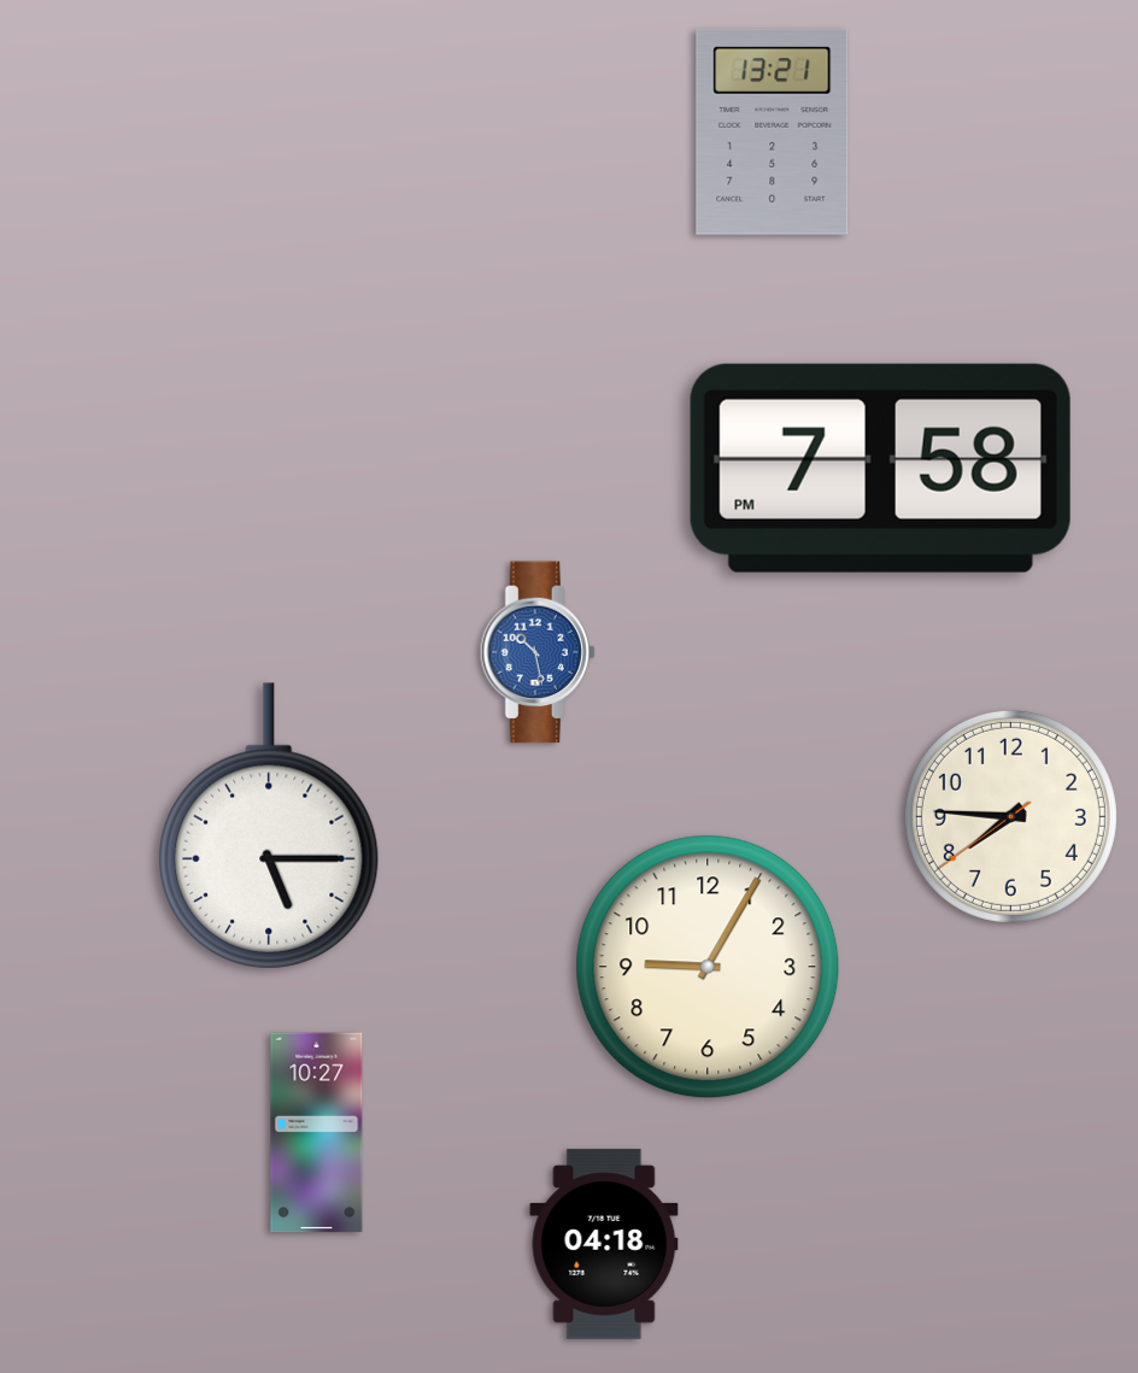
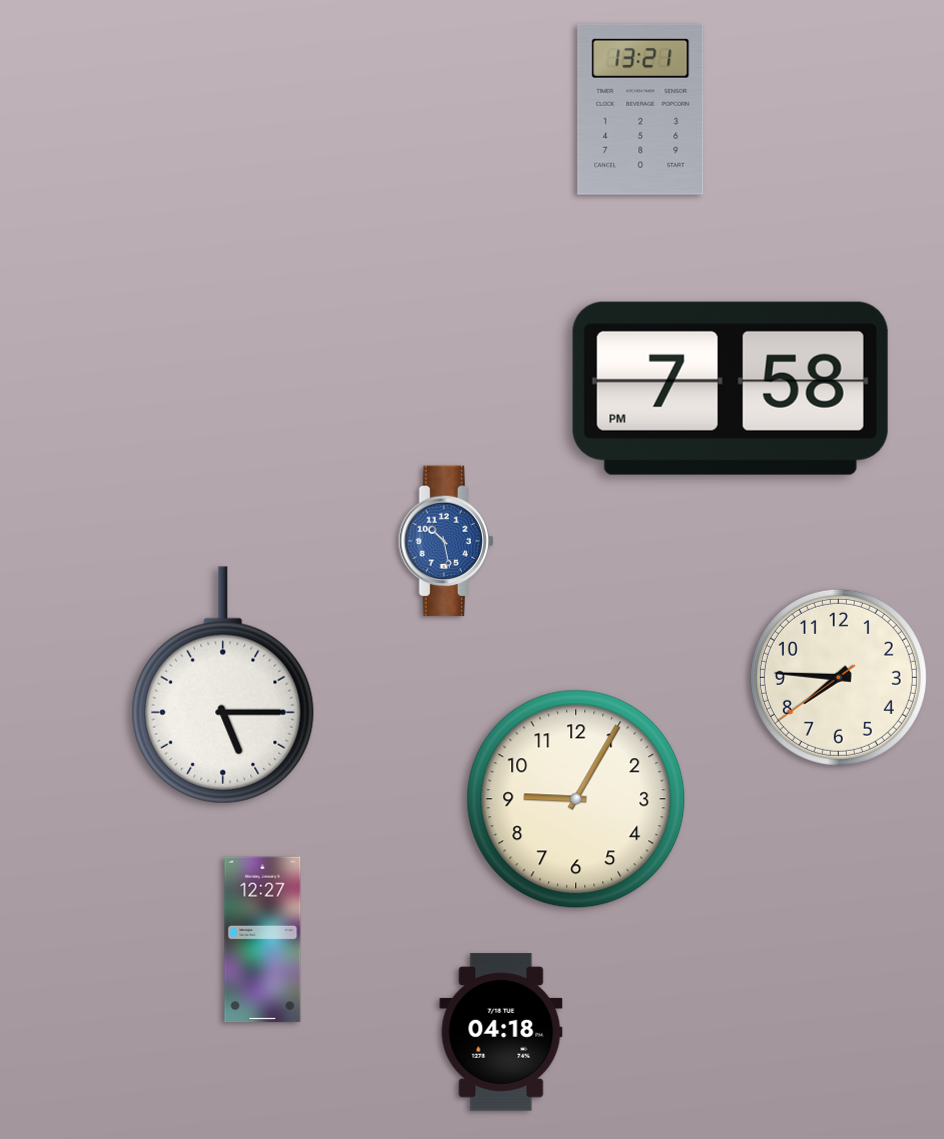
clock at (708, 967) position: (708, 967) -> (576, 799)
clock at (317, 1133): 10:27 -> 12:27
